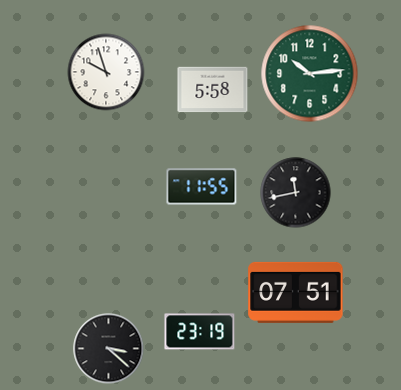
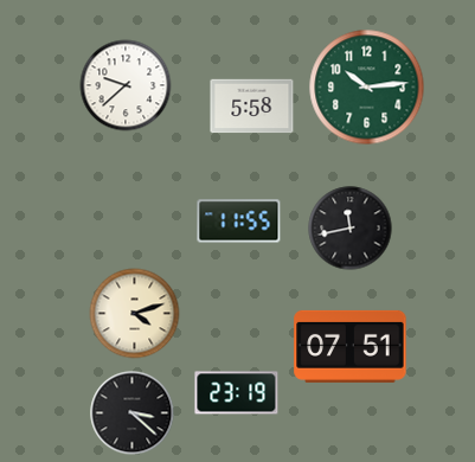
clock at (106, 72): 9:57 -> 9:38
clock at (135, 314): none -> 4:12
clock at (109, 349) position: (109, 349) -> (133, 413)
